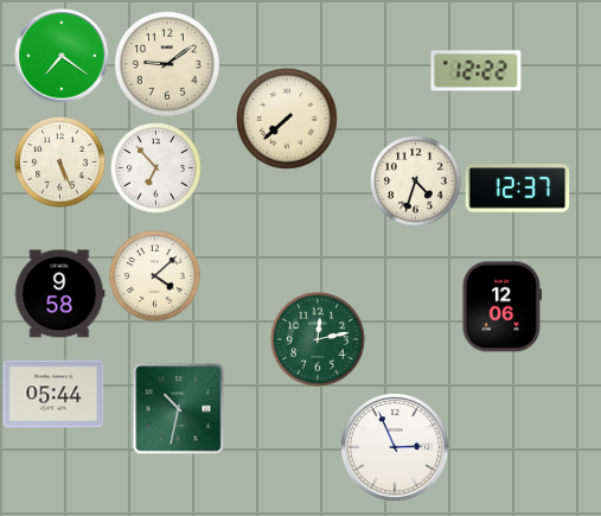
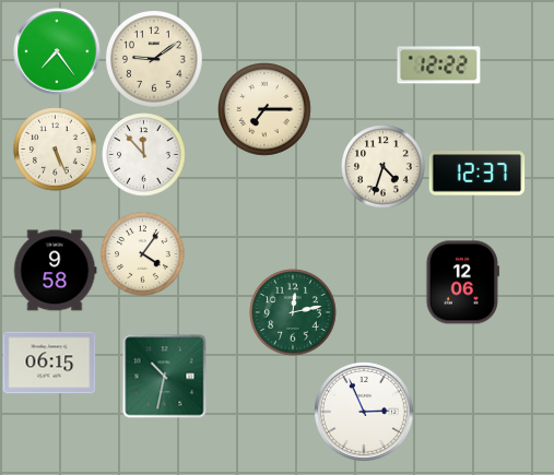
clock at (62, 56): 7:21 -> 7:24
clock at (288, 120): 7:38 -> 7:15
clock at (156, 168): 6:53 -> 11:53
clock at (155, 276): 4:08 -> 4:06
clock at (53, 394): 05:44 -> 06:15
